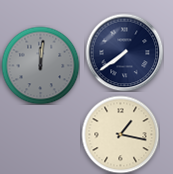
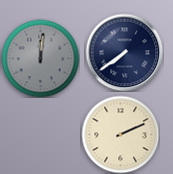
clock at (40, 65) position: (40, 65) -> (40, 58)
clock at (120, 134): 1:17 -> 2:11
